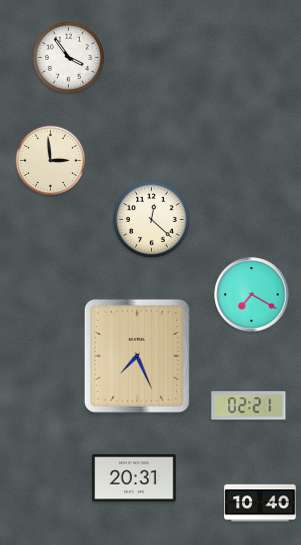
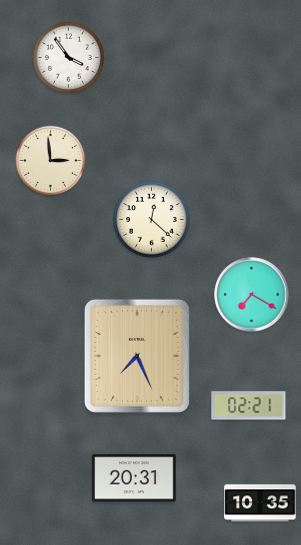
clock at (260, 503): 10:40 -> 10:35
